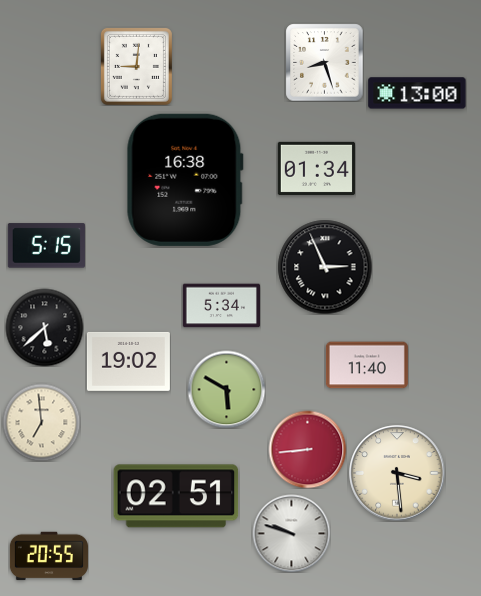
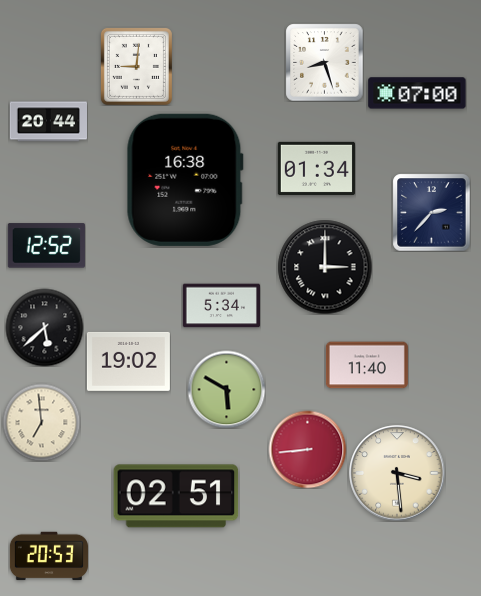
clock at (417, 93): 13:00 -> 07:00
clock at (48, 122): none -> 20:44
clock at (431, 212): none -> 2:37
clock at (46, 246): 5:15 -> 12:52
clock at (325, 267): 2:56 -> 3:00
clock at (291, 533): 9:48 -> none
clock at (49, 556): 20:55 -> 20:53
